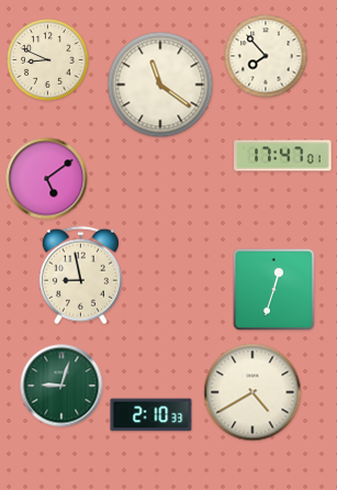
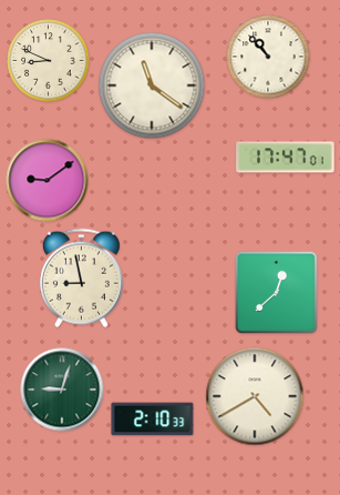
clock at (266, 56): 7:53 -> 10:53
clock at (160, 85) position: (160, 85) -> (152, 85)
clock at (47, 179): 5:09 -> 9:09
clock at (273, 289): 12:33 -> 12:38
